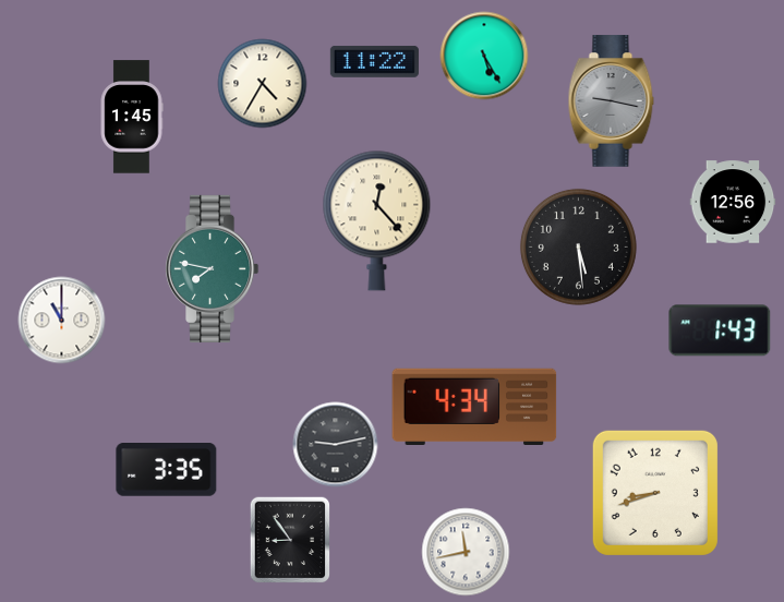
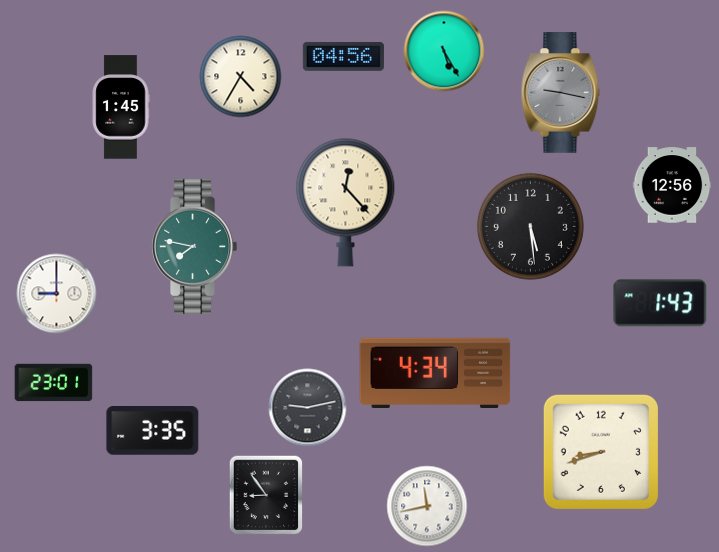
clock at (374, 61): 11:22 -> 04:56
clock at (62, 321): 11:00 -> 9:00
clock at (54, 383): none -> 23:01
